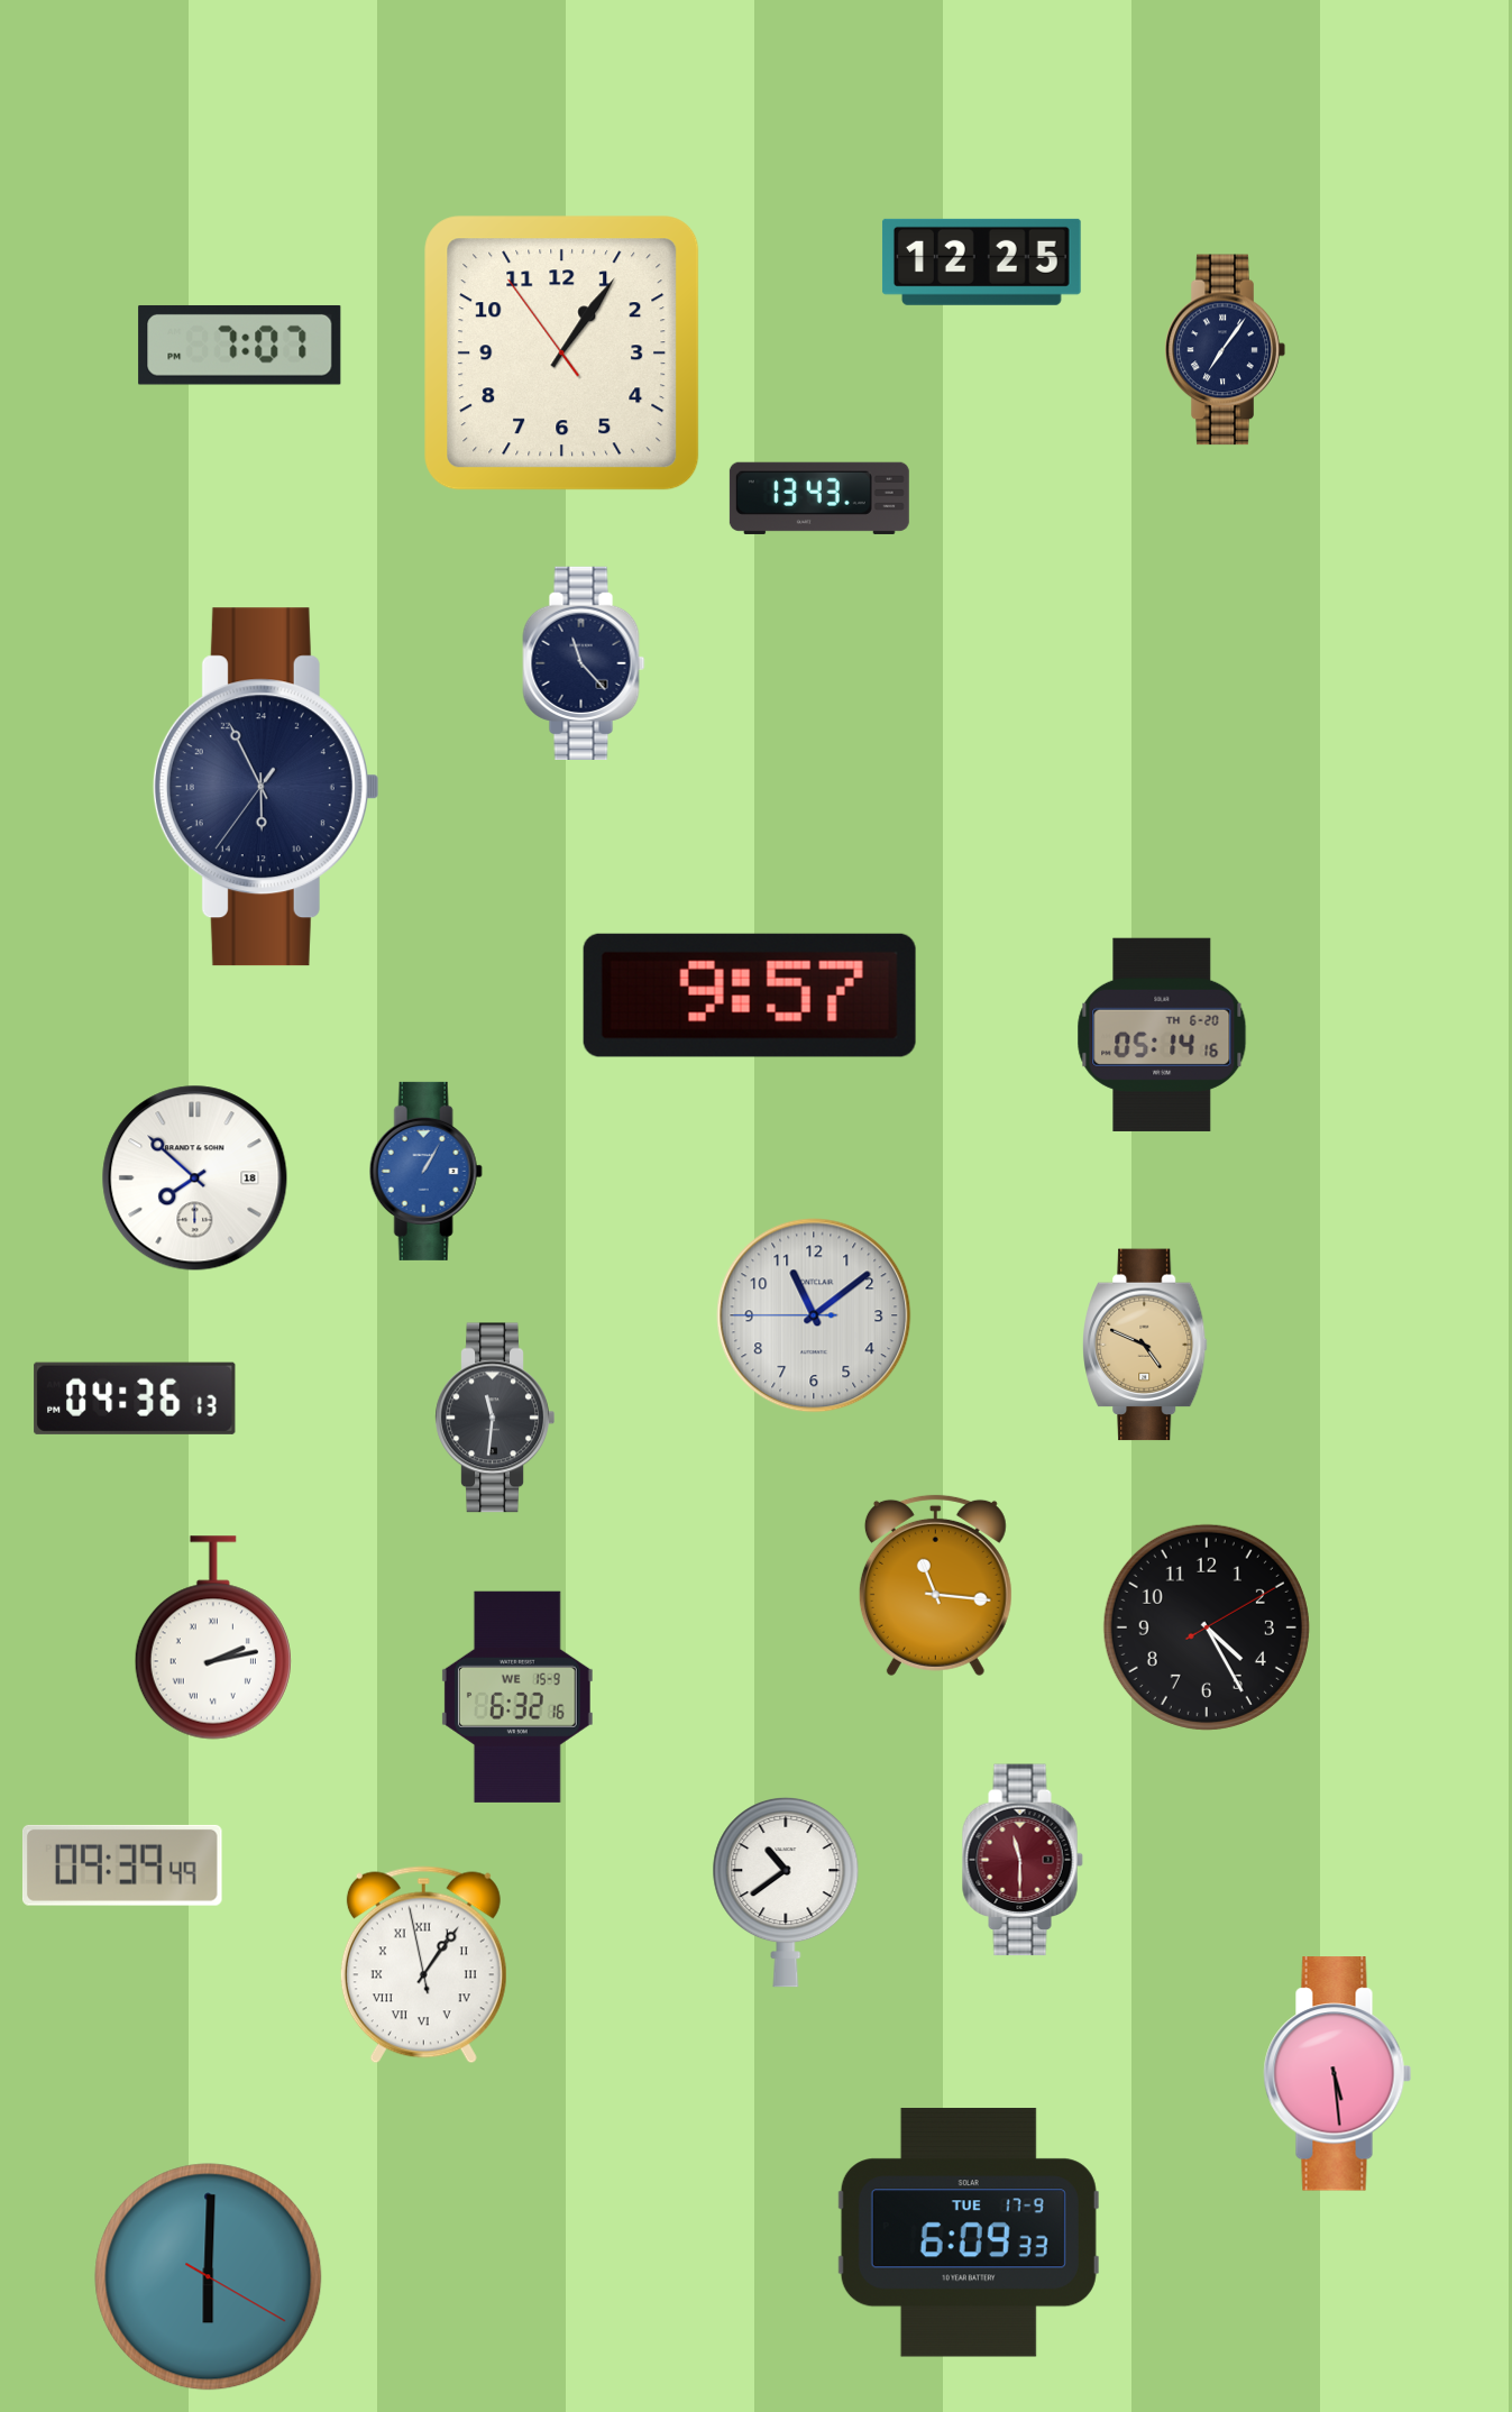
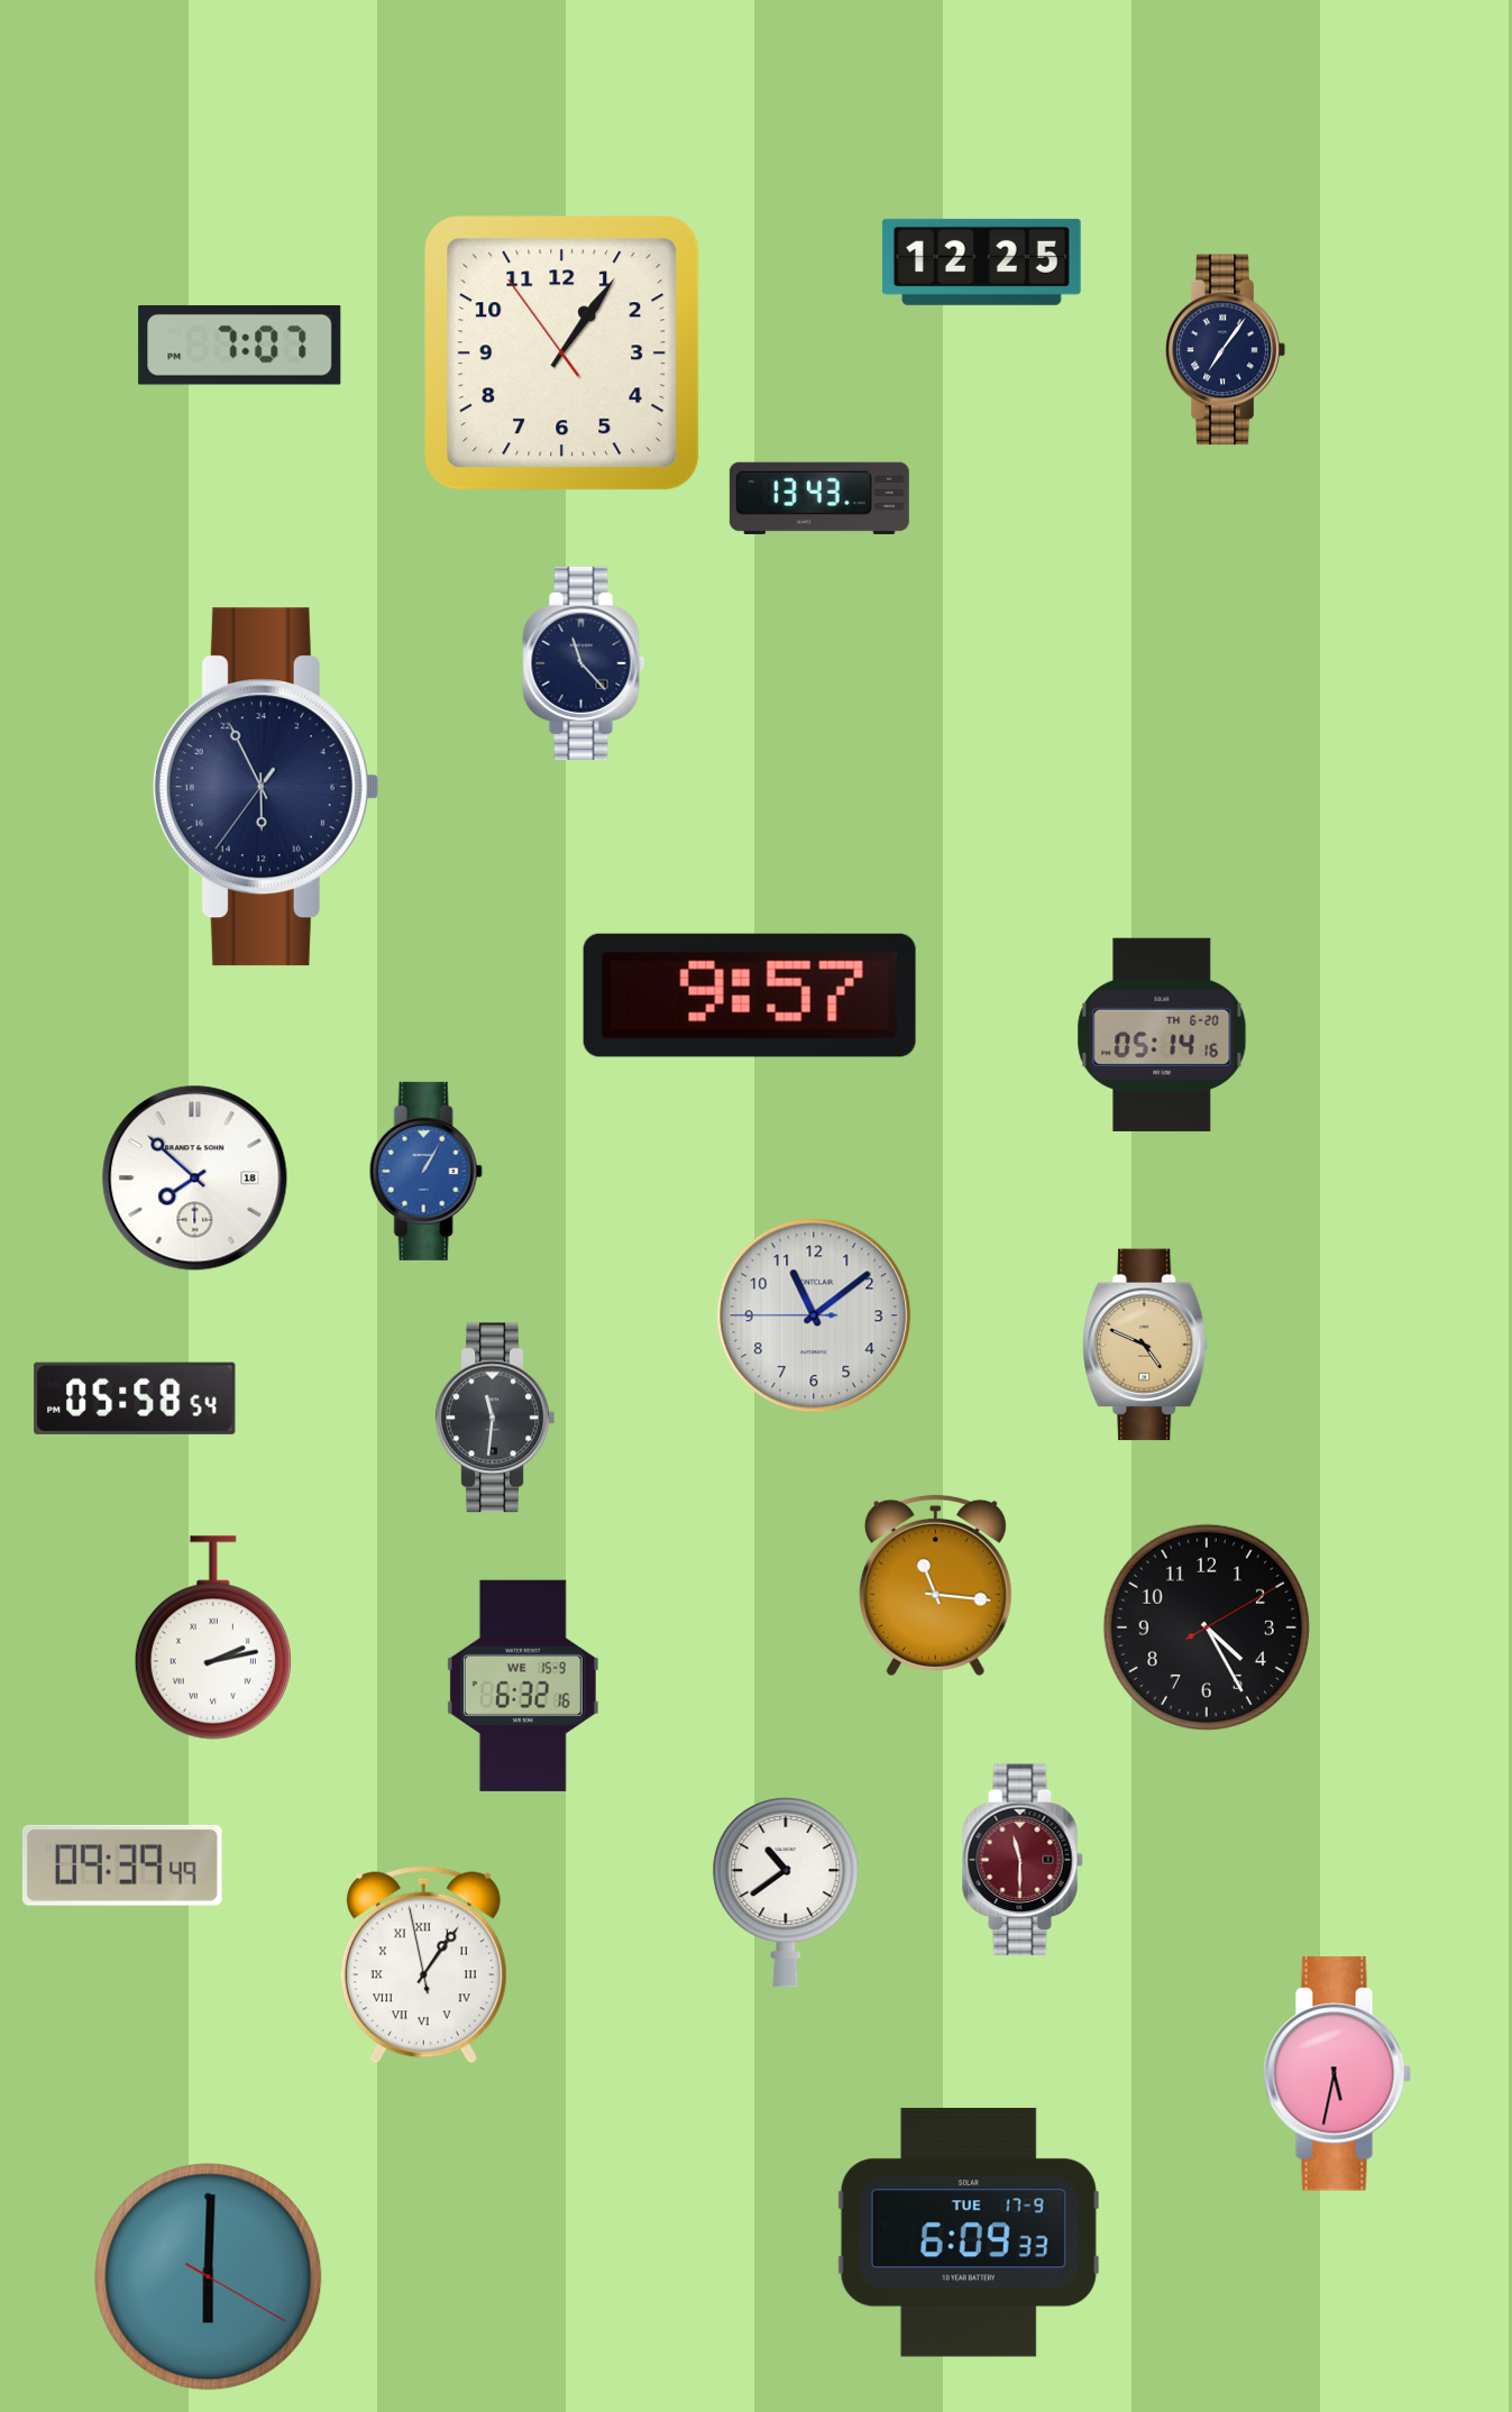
clock at (135, 1398): 04:36 -> 05:58
clock at (517, 1697) position: (517, 1697) -> (523, 1686)
clock at (1338, 2074): 5:29 -> 5:32
